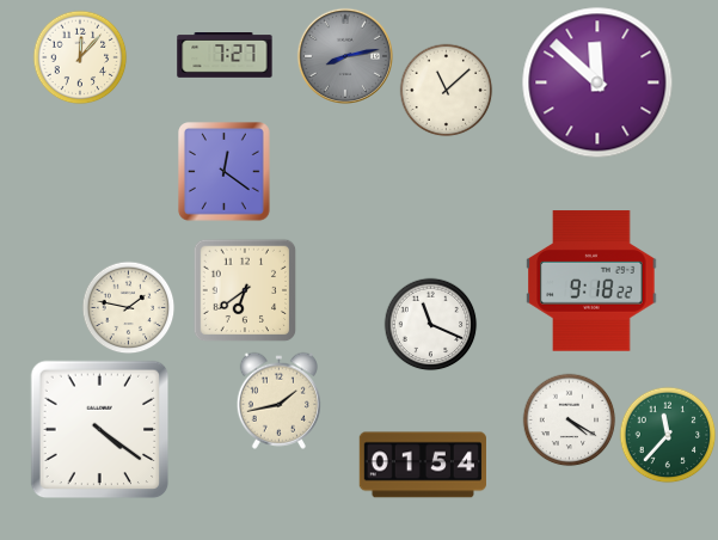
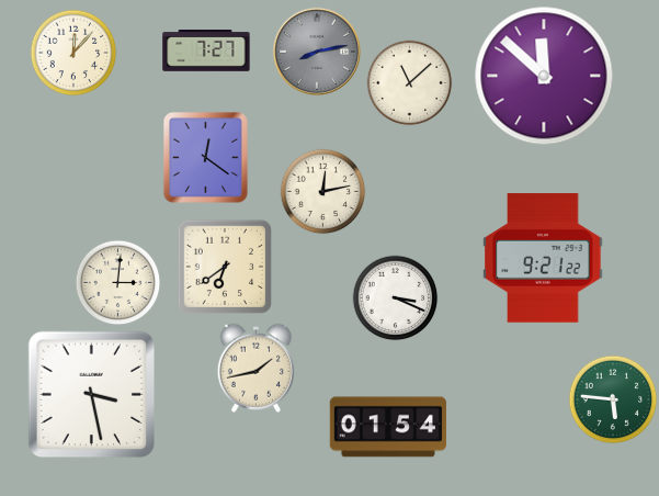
clock at (597, 82) position: (597, 82) -> (544, 76)
clock at (322, 191): none -> 12:13
clock at (591, 281): 9:18 -> 9:21
clock at (128, 307): 1:47 -> 3:01
clock at (430, 324): 11:19 -> 3:19
clock at (569, 419): 4:20 -> none
clock at (100, 430): 4:21 -> 3:28
clock at (668, 435): 11:37 -> 5:46
